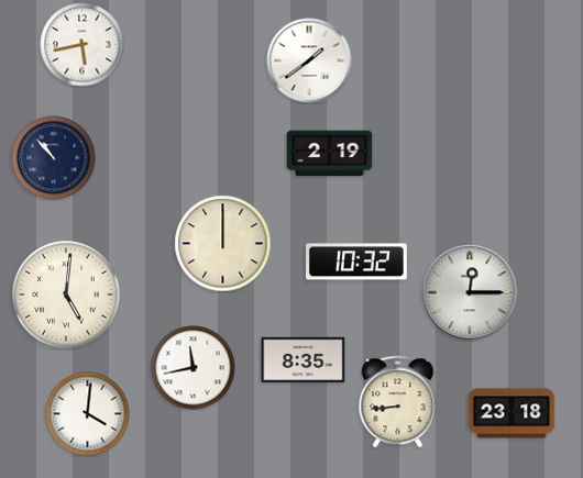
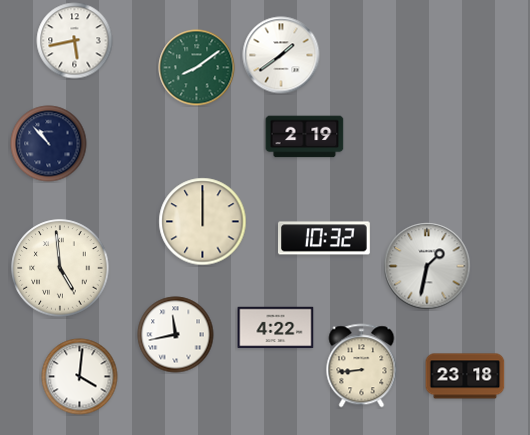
clock at (197, 68): none -> 8:09
clock at (330, 154) position: (330, 154) -> (305, 137)
clock at (470, 292): 12:15 -> 1:32
clock at (66, 294): 5:01 -> 4:59
clock at (304, 360): 8:35 -> 4:22
